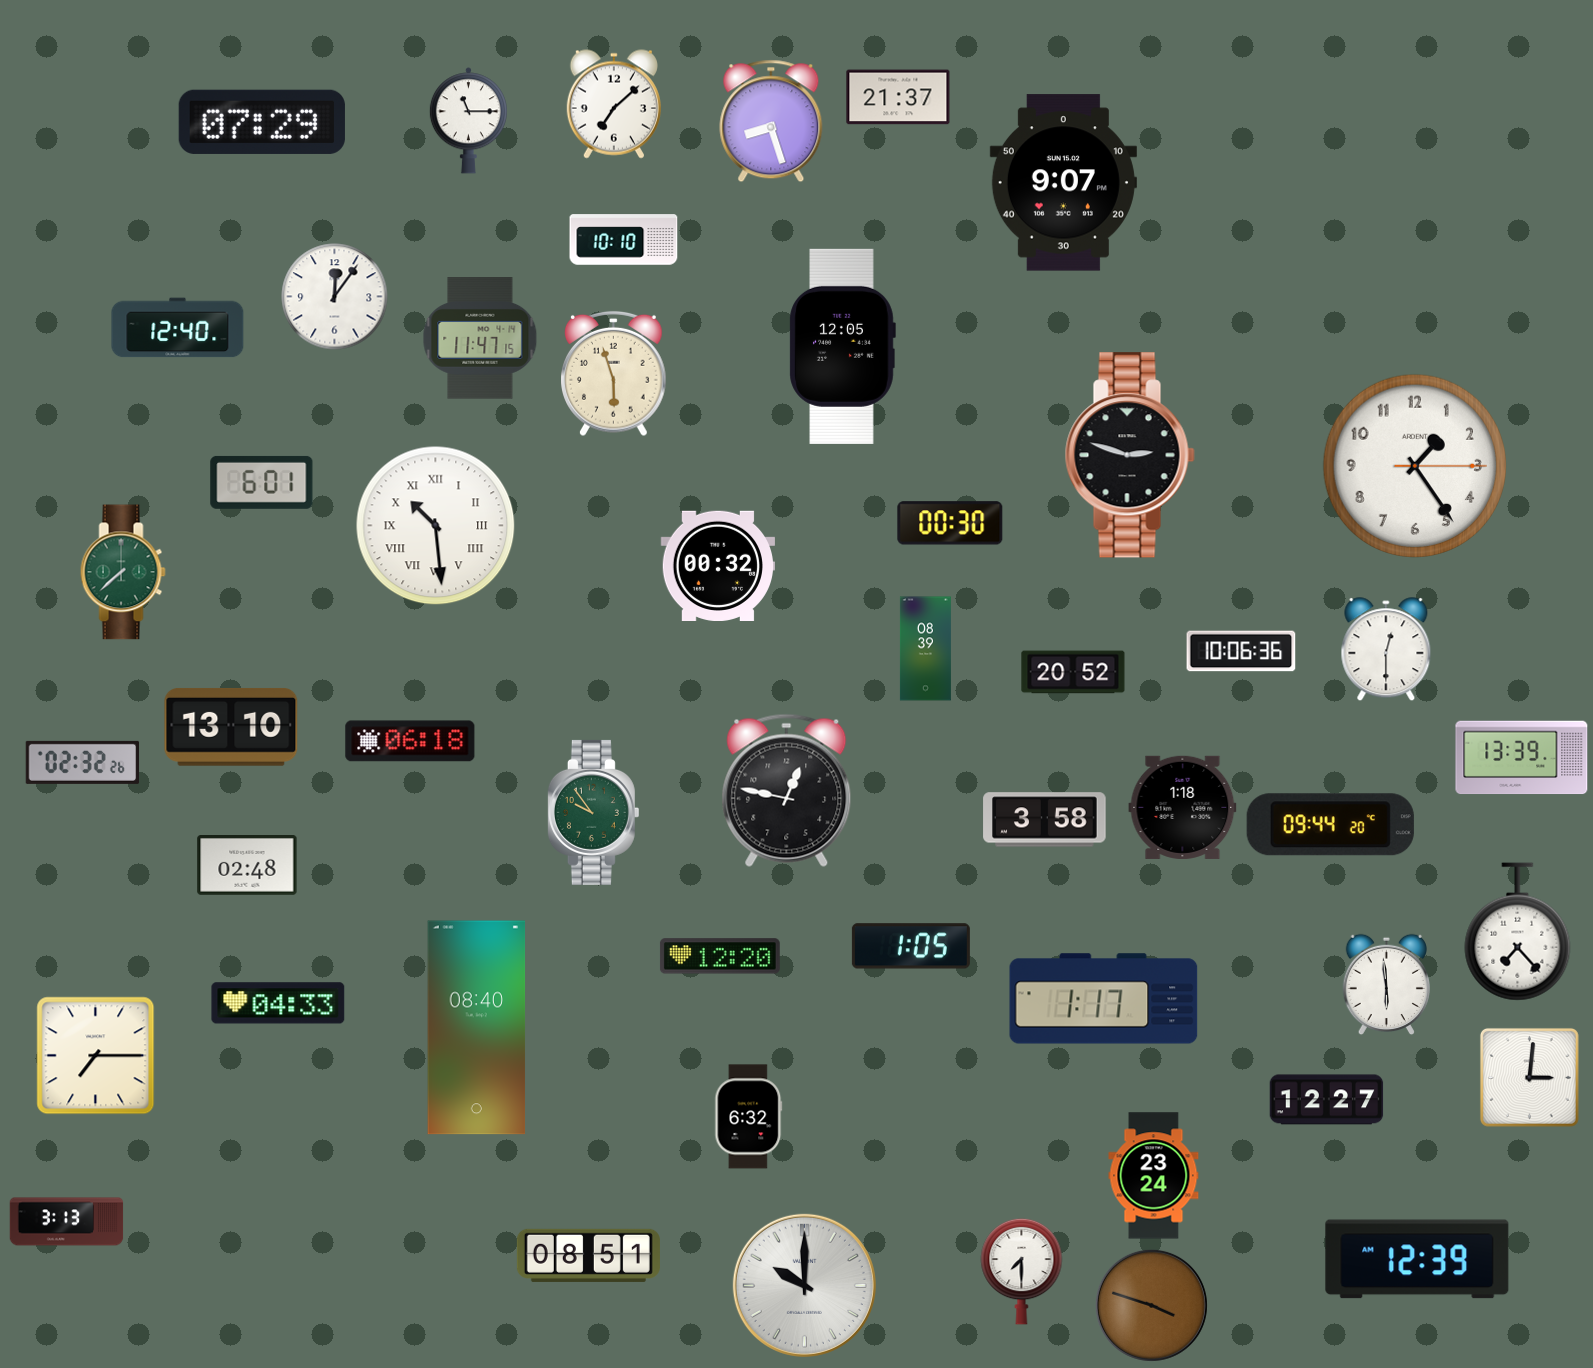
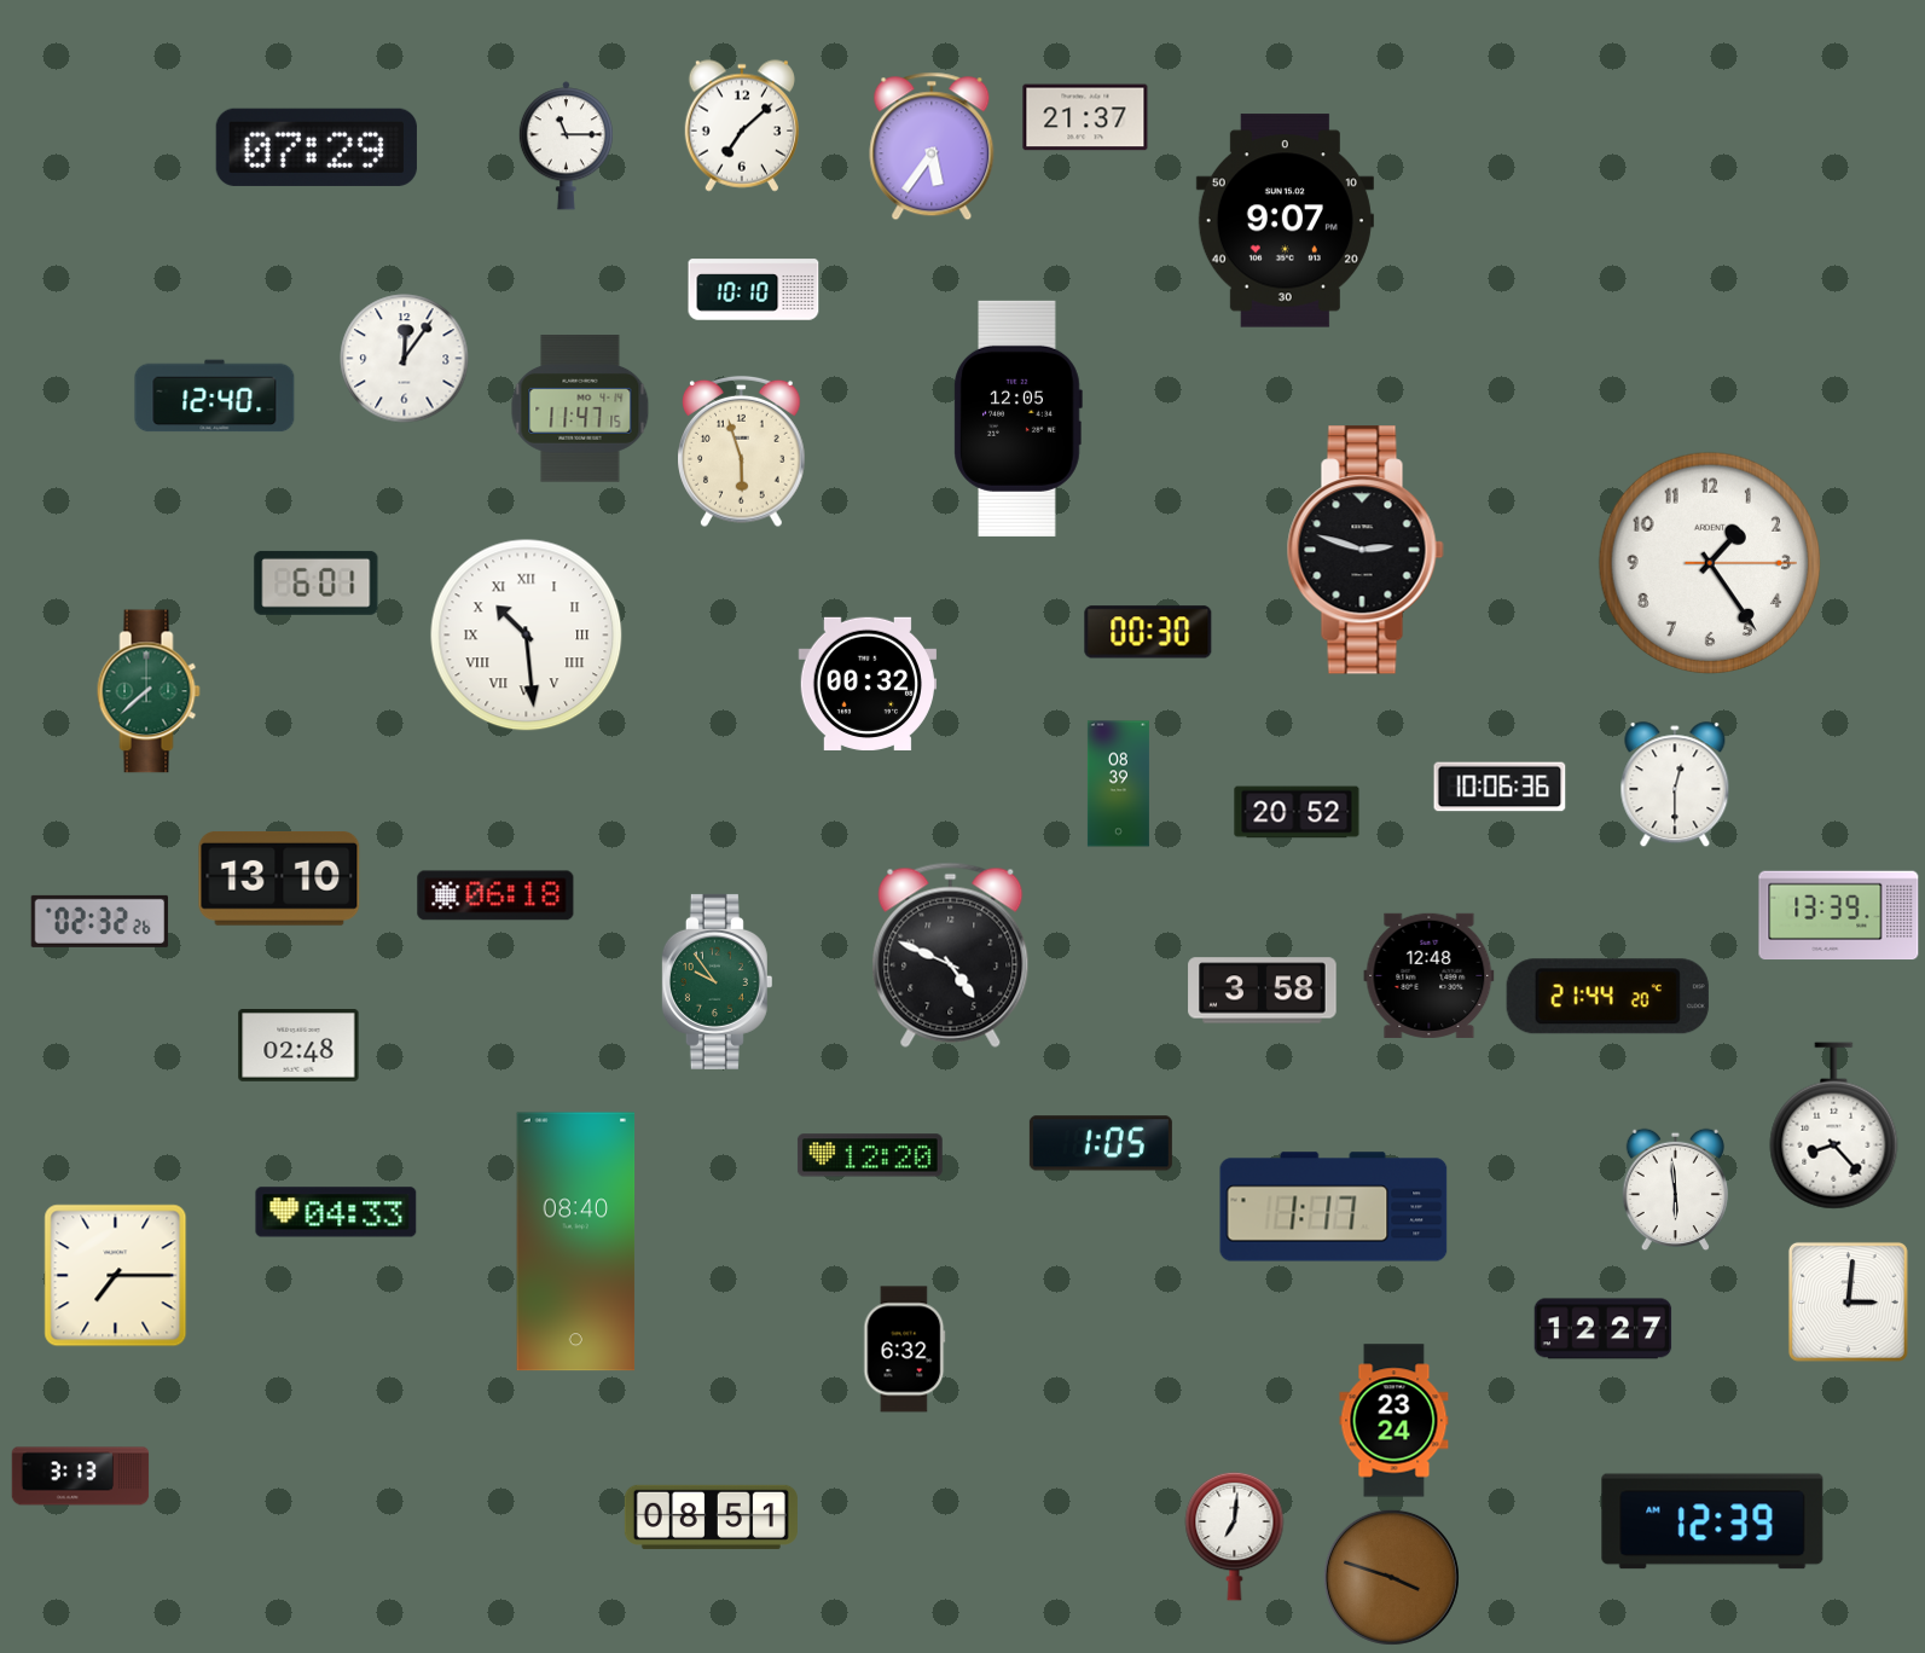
clock at (771, 121): 8:27 -> 5:36
clock at (787, 790): 12:47 -> 4:49
clock at (1183, 807): 1:18 -> 12:48
clock at (1330, 825): 09:44 -> 21:44
clock at (1518, 932): 7:23 -> 8:23
clock at (1022, 1271): 7:30 -> 7:01
clock at (804, 1285): 10:00 -> none
